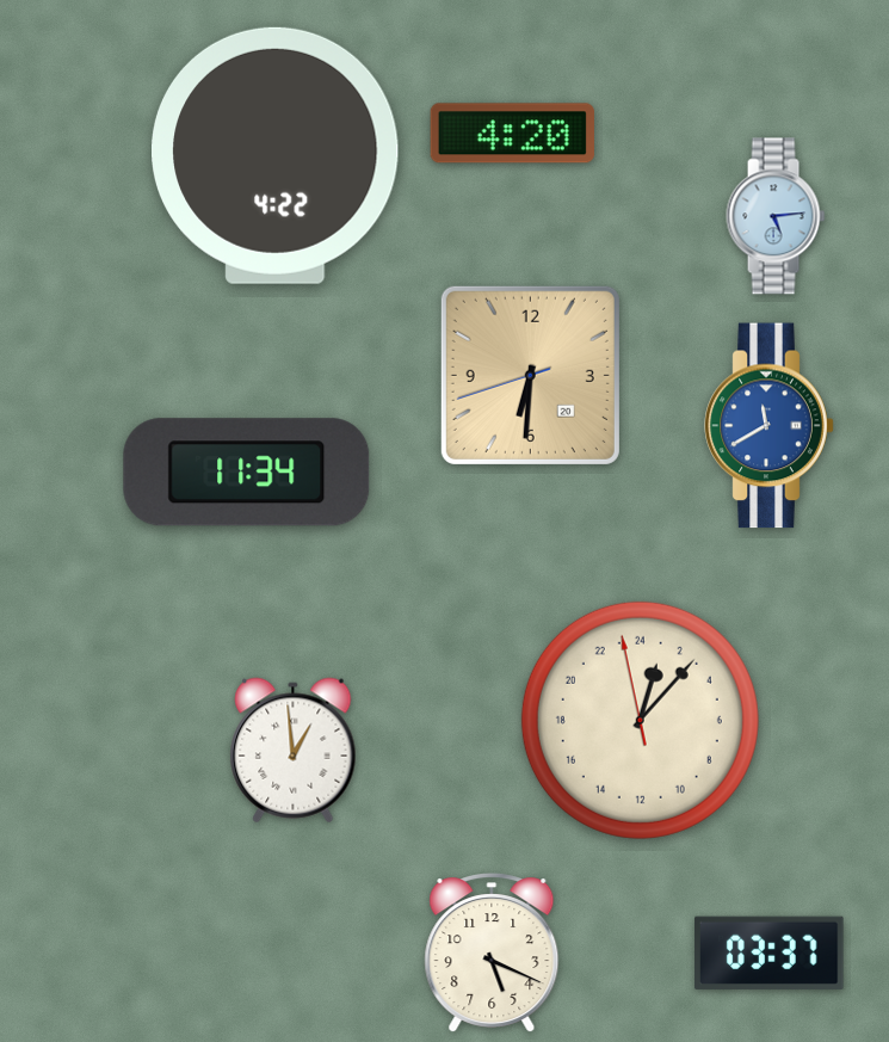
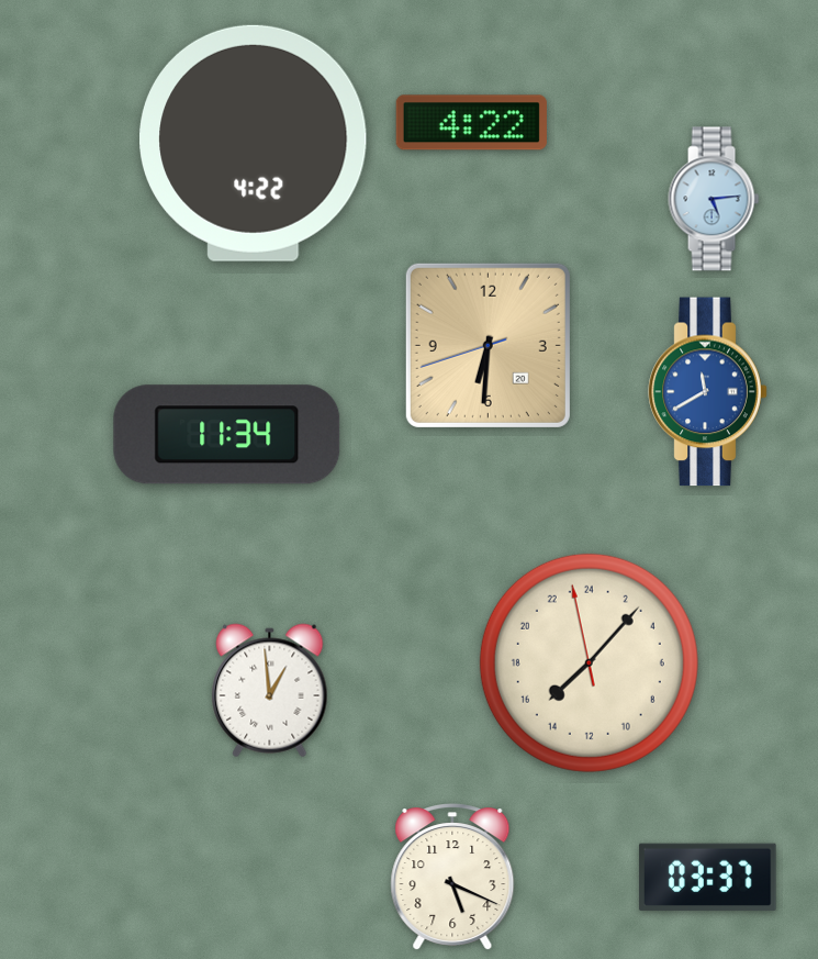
clock at (512, 134): 4:20 -> 4:22
clock at (640, 720): 1:06 -> 15:06
